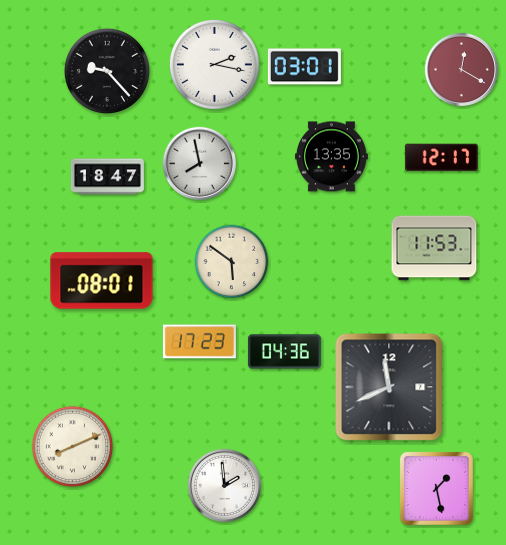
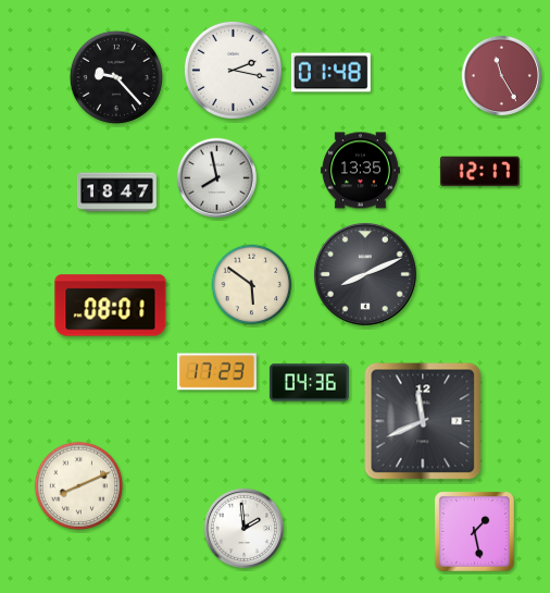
clock at (304, 67): 03:01 -> 01:48
clock at (461, 69): 12:20 -> 11:25
clock at (434, 248): 11:53 -> none
clock at (365, 274): none -> 8:11
